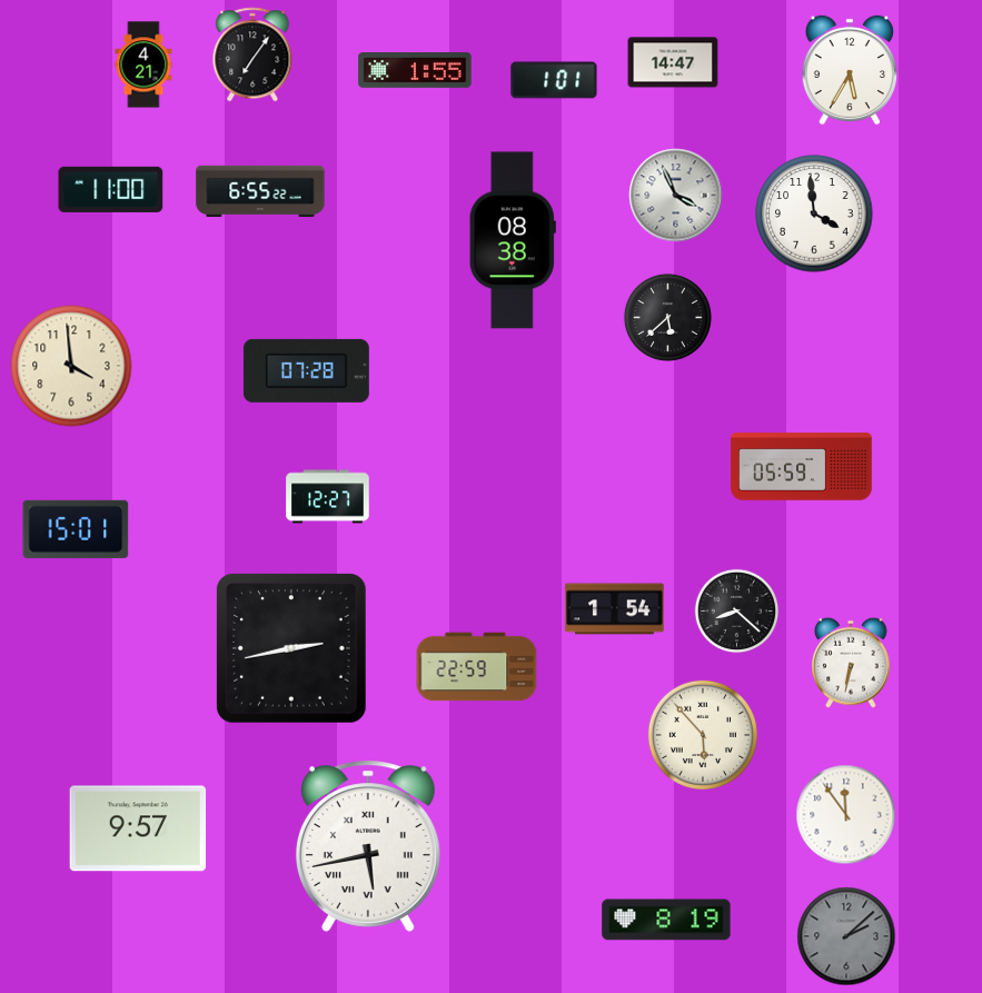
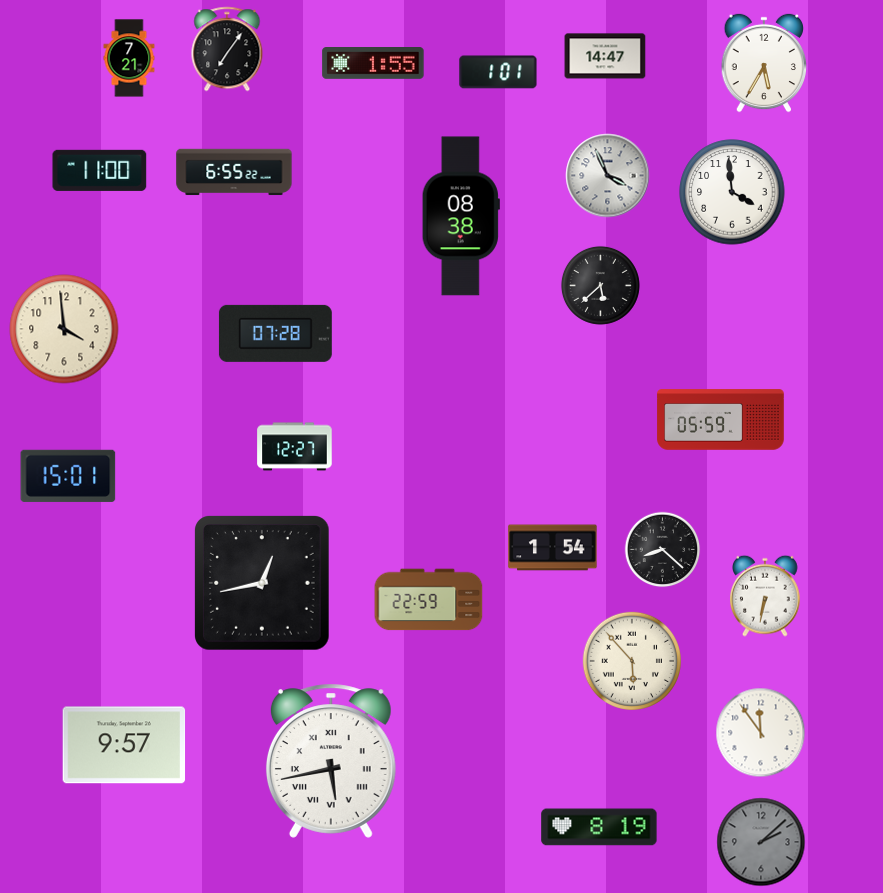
clock at (143, 64): 4:21 -> 7:21
clock at (291, 648): 2:43 -> 12:43
